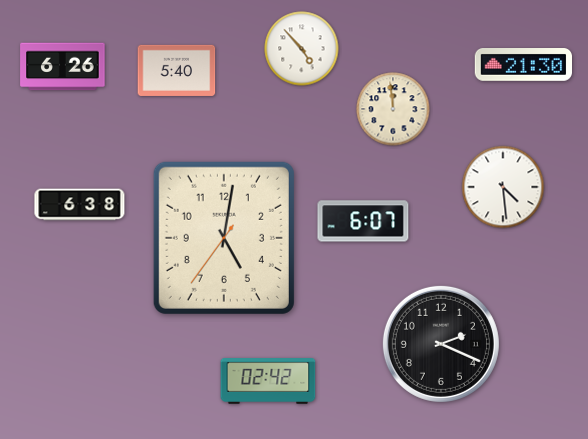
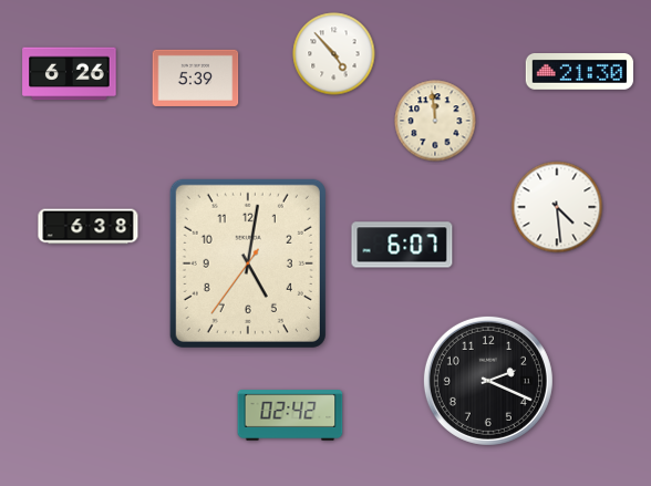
clock at (177, 70): 5:40 -> 5:39
clock at (268, 381) position: (268, 381) -> (290, 415)
